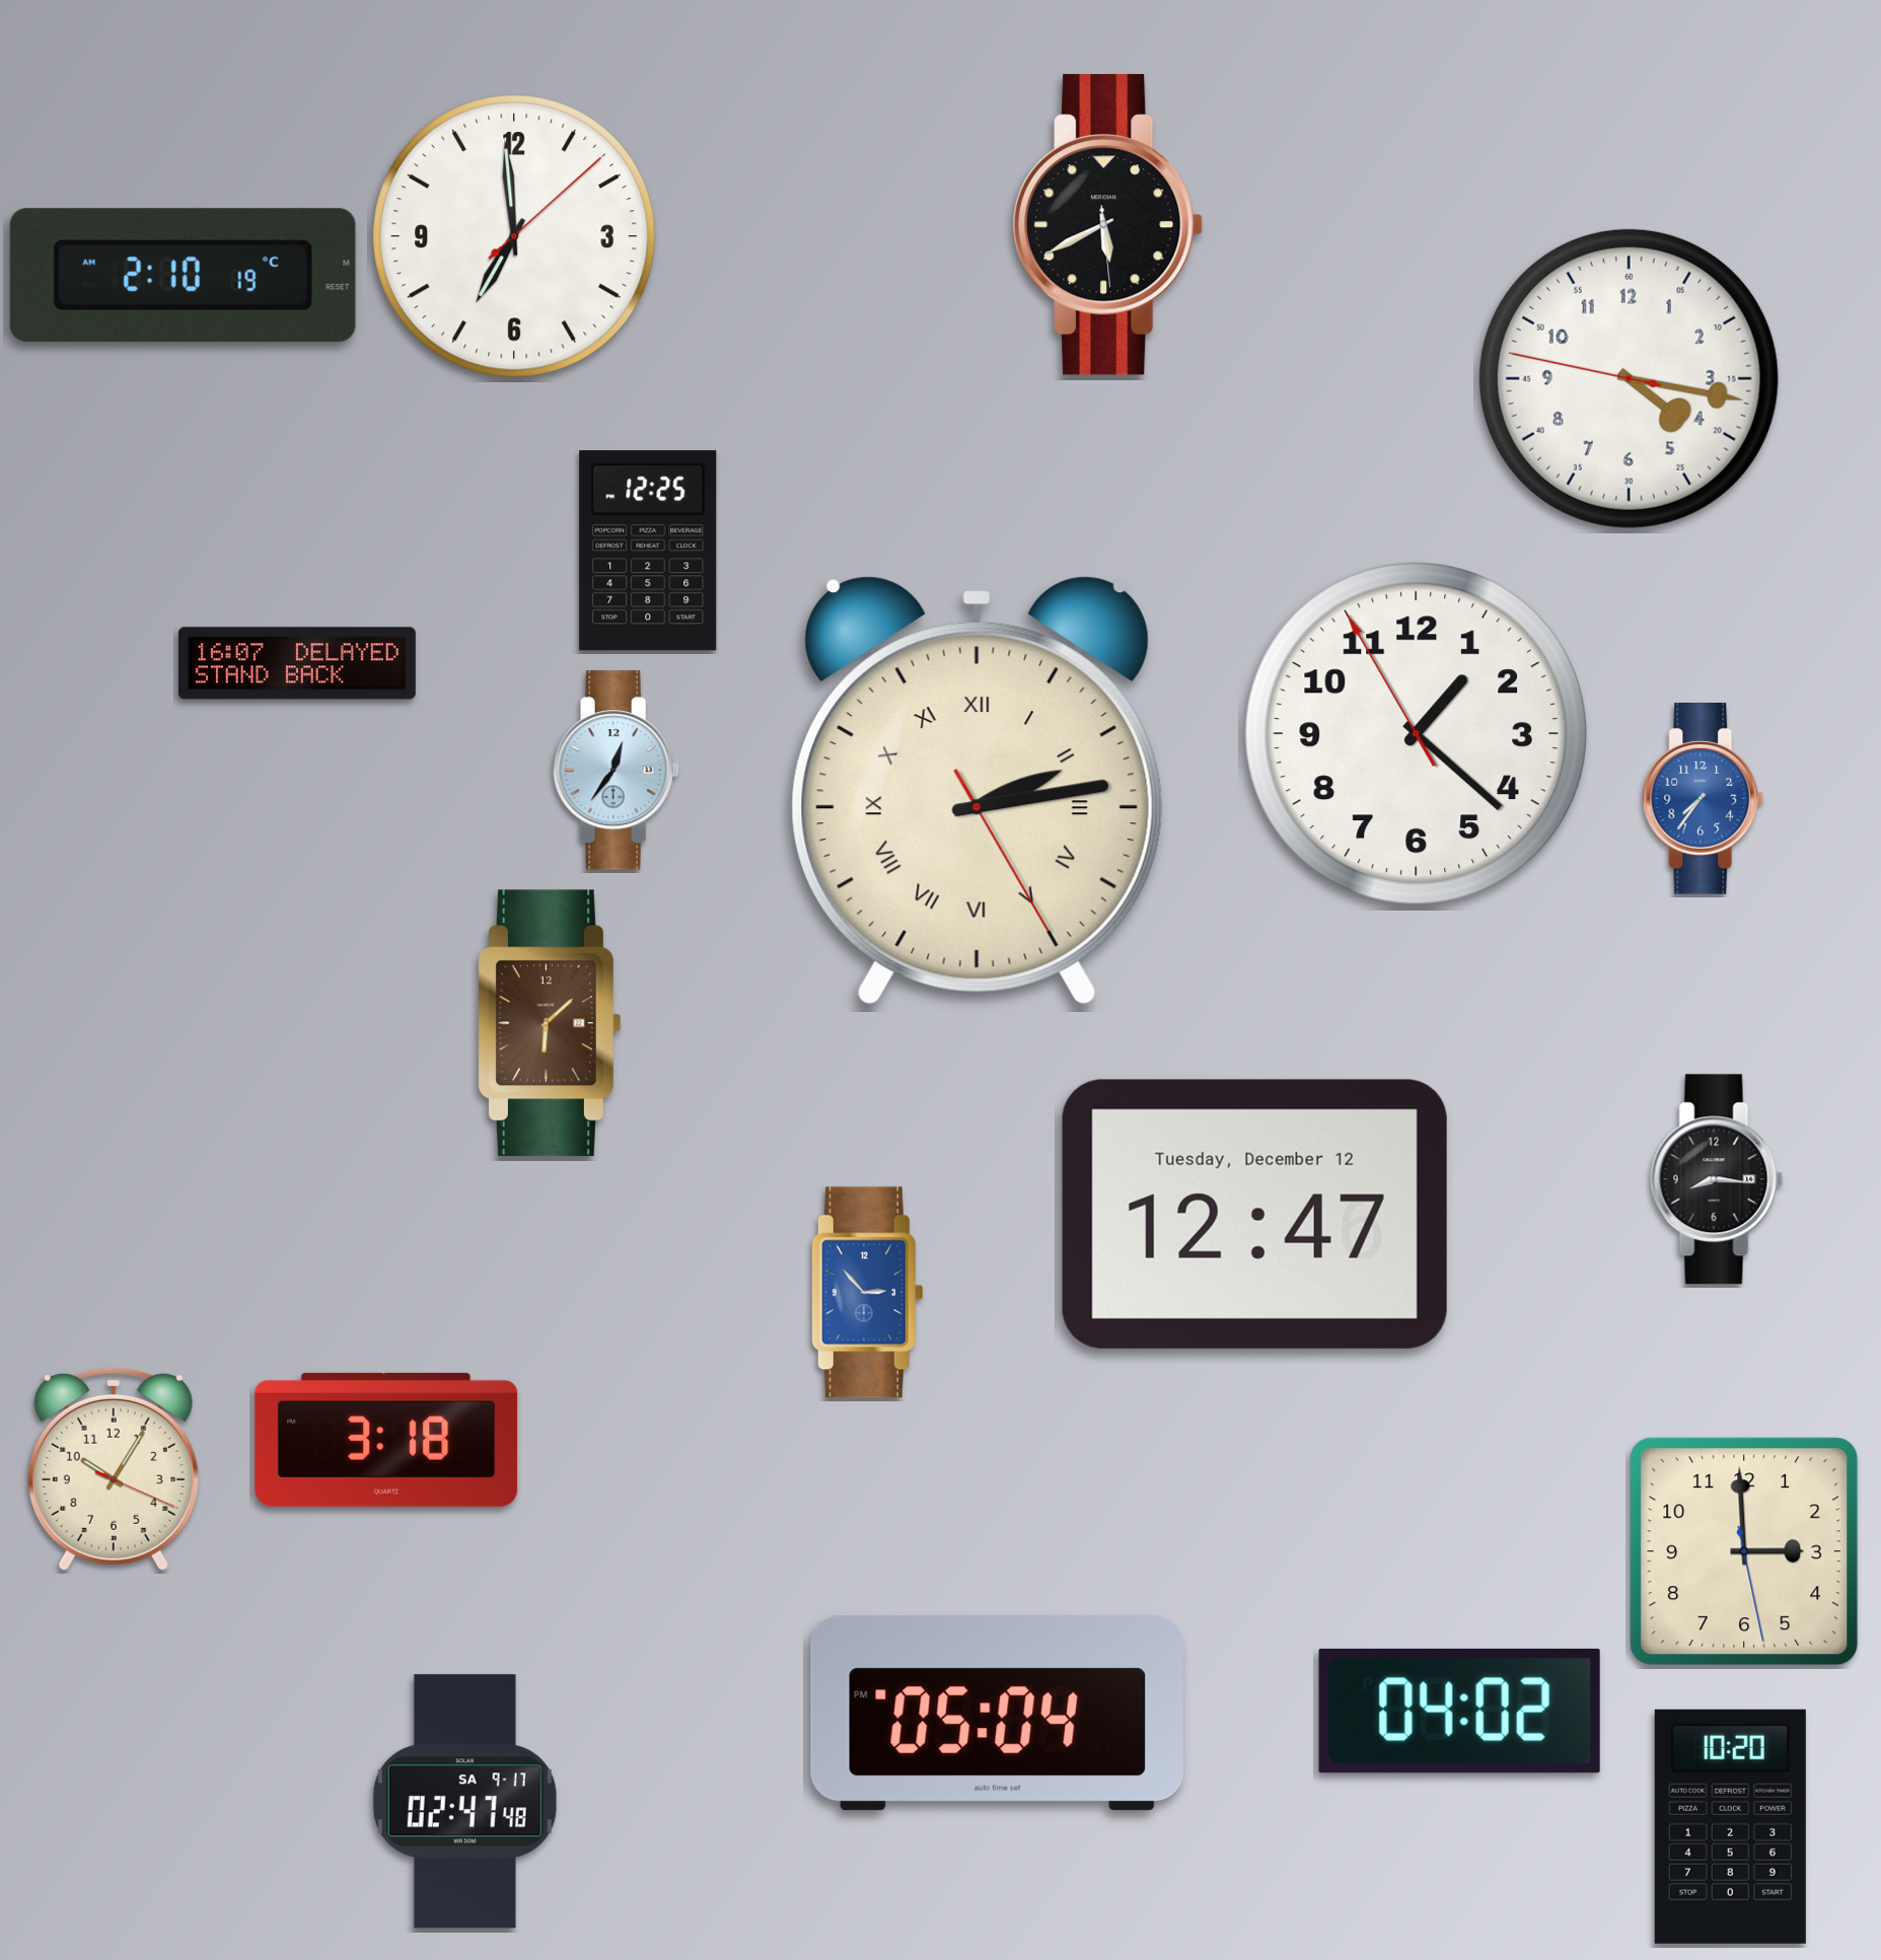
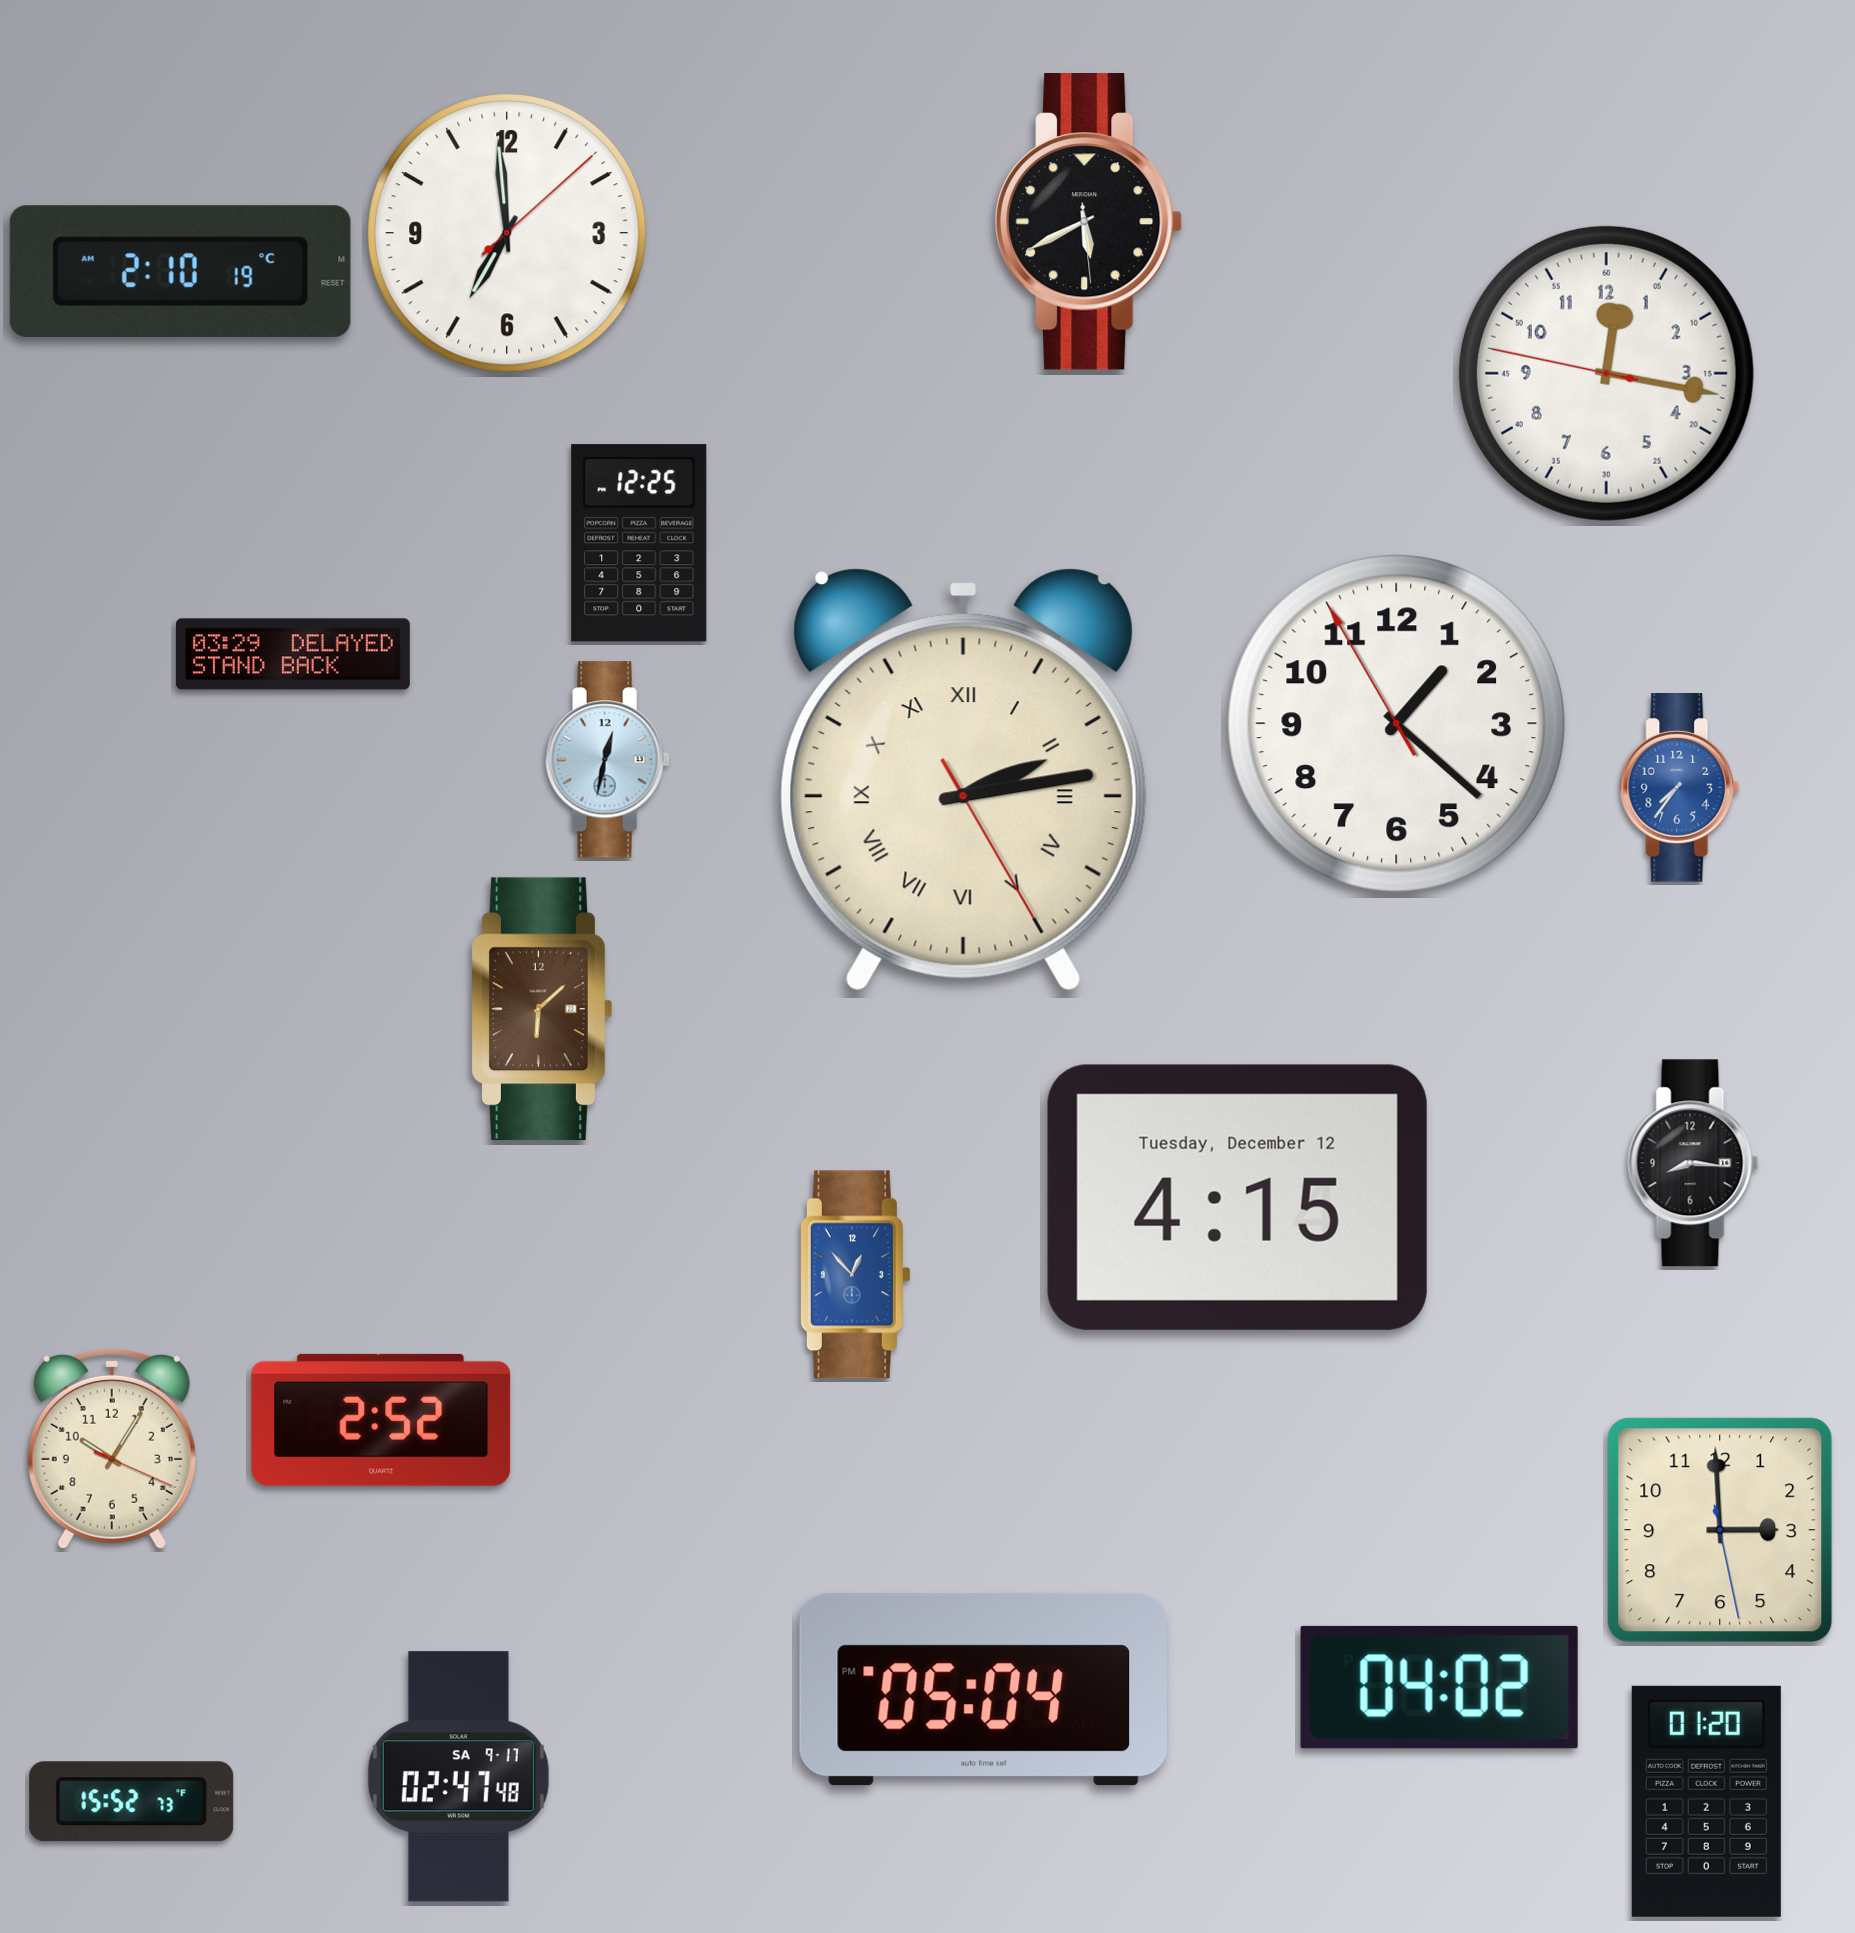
clock at (1108, 225) position: (1108, 225) -> (1089, 222)
clock at (1629, 378): 4:16 -> 12:16
clock at (297, 663): 16:07 -> 03:29
clock at (617, 771): 12:36 -> 12:32
clock at (1254, 1214): 12:47 -> 4:15
clock at (867, 1293): 2:53 -> 12:53
clock at (386, 1440): 3:18 -> 2:52
clock at (1730, 1826): 10:20 -> 01:20
clock at (132, 1802): none -> 15:52
